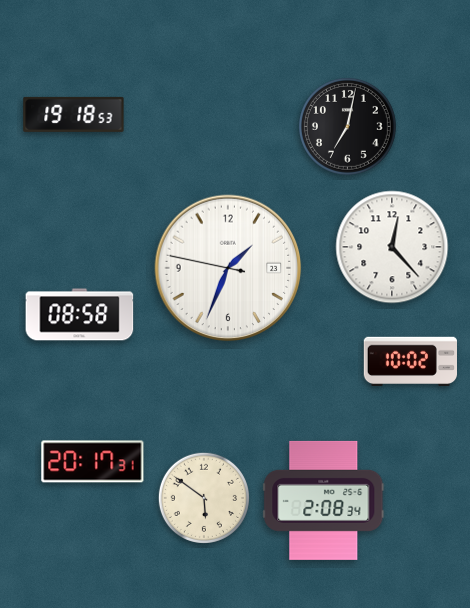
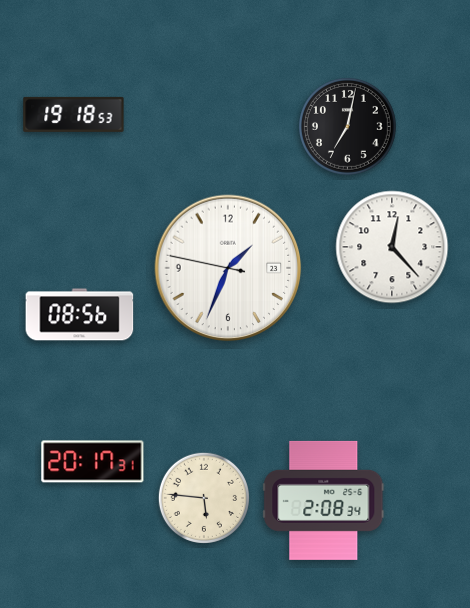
clock at (80, 315): 08:58 -> 08:56
clock at (410, 361): 10:02 -> none
clock at (204, 498): 5:51 -> 5:46
